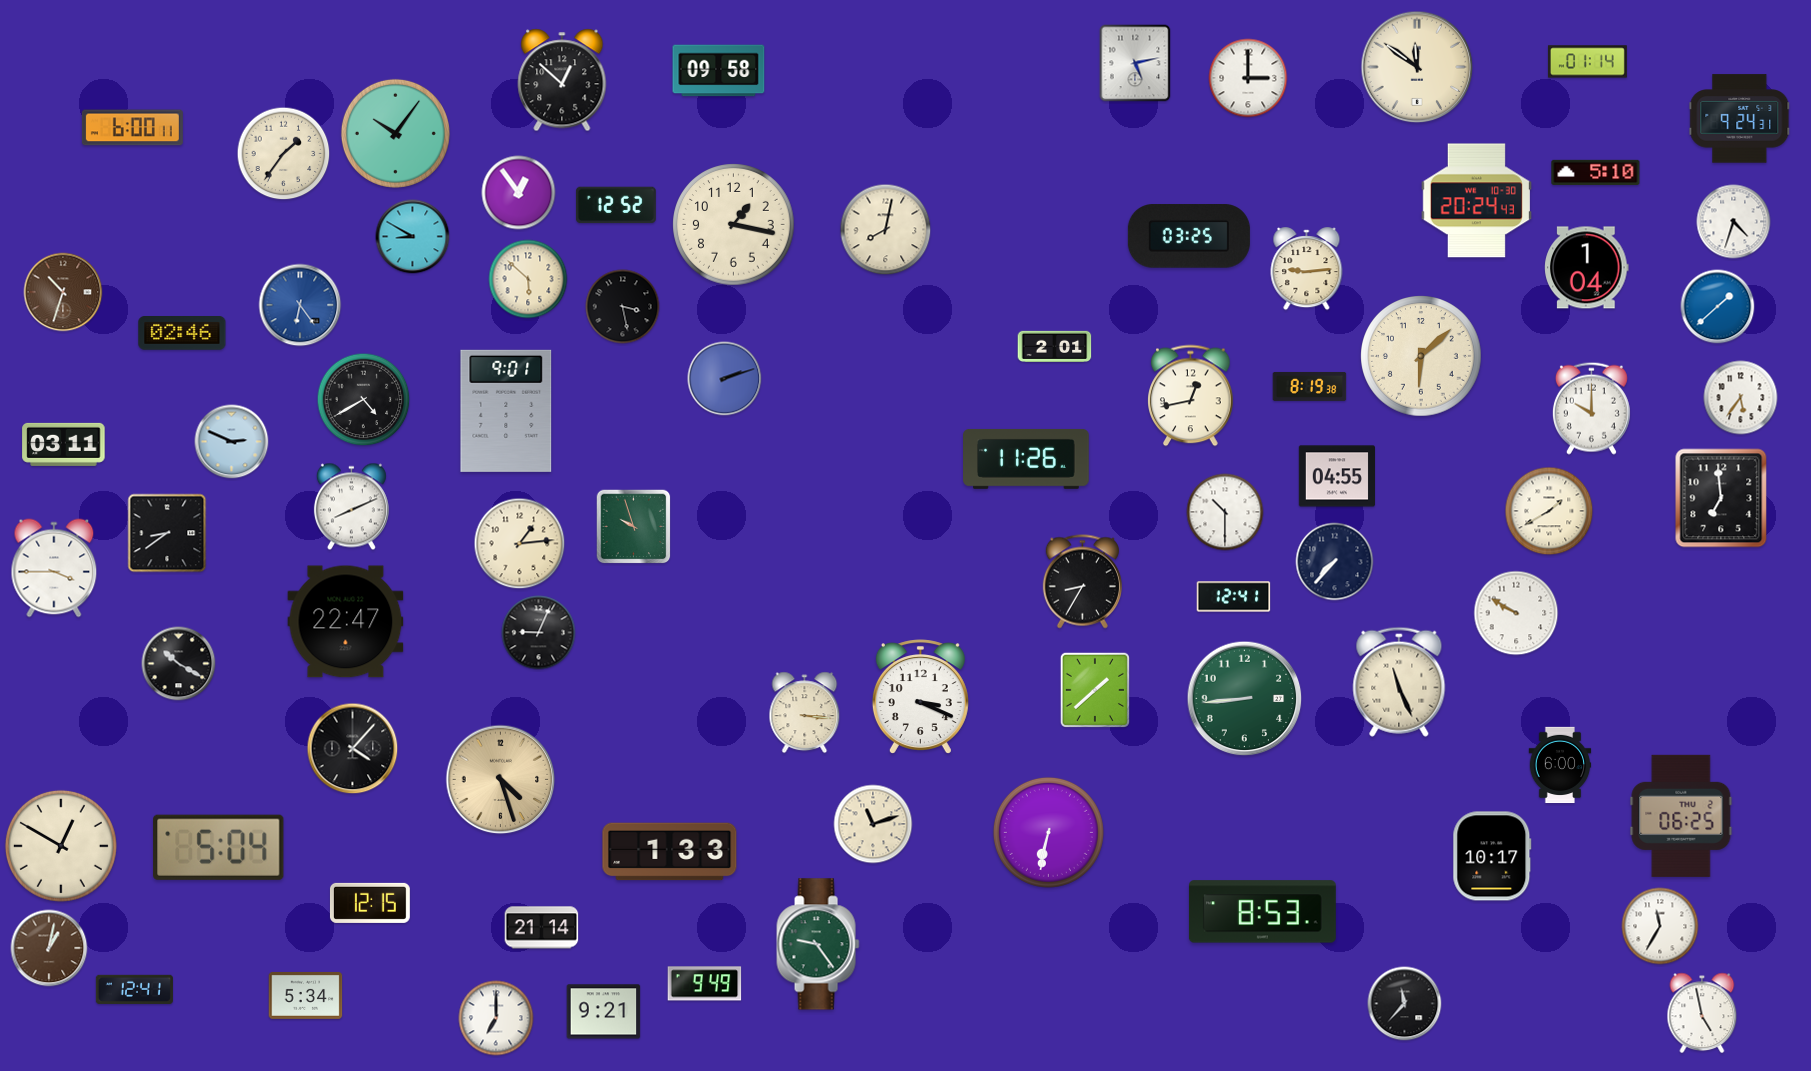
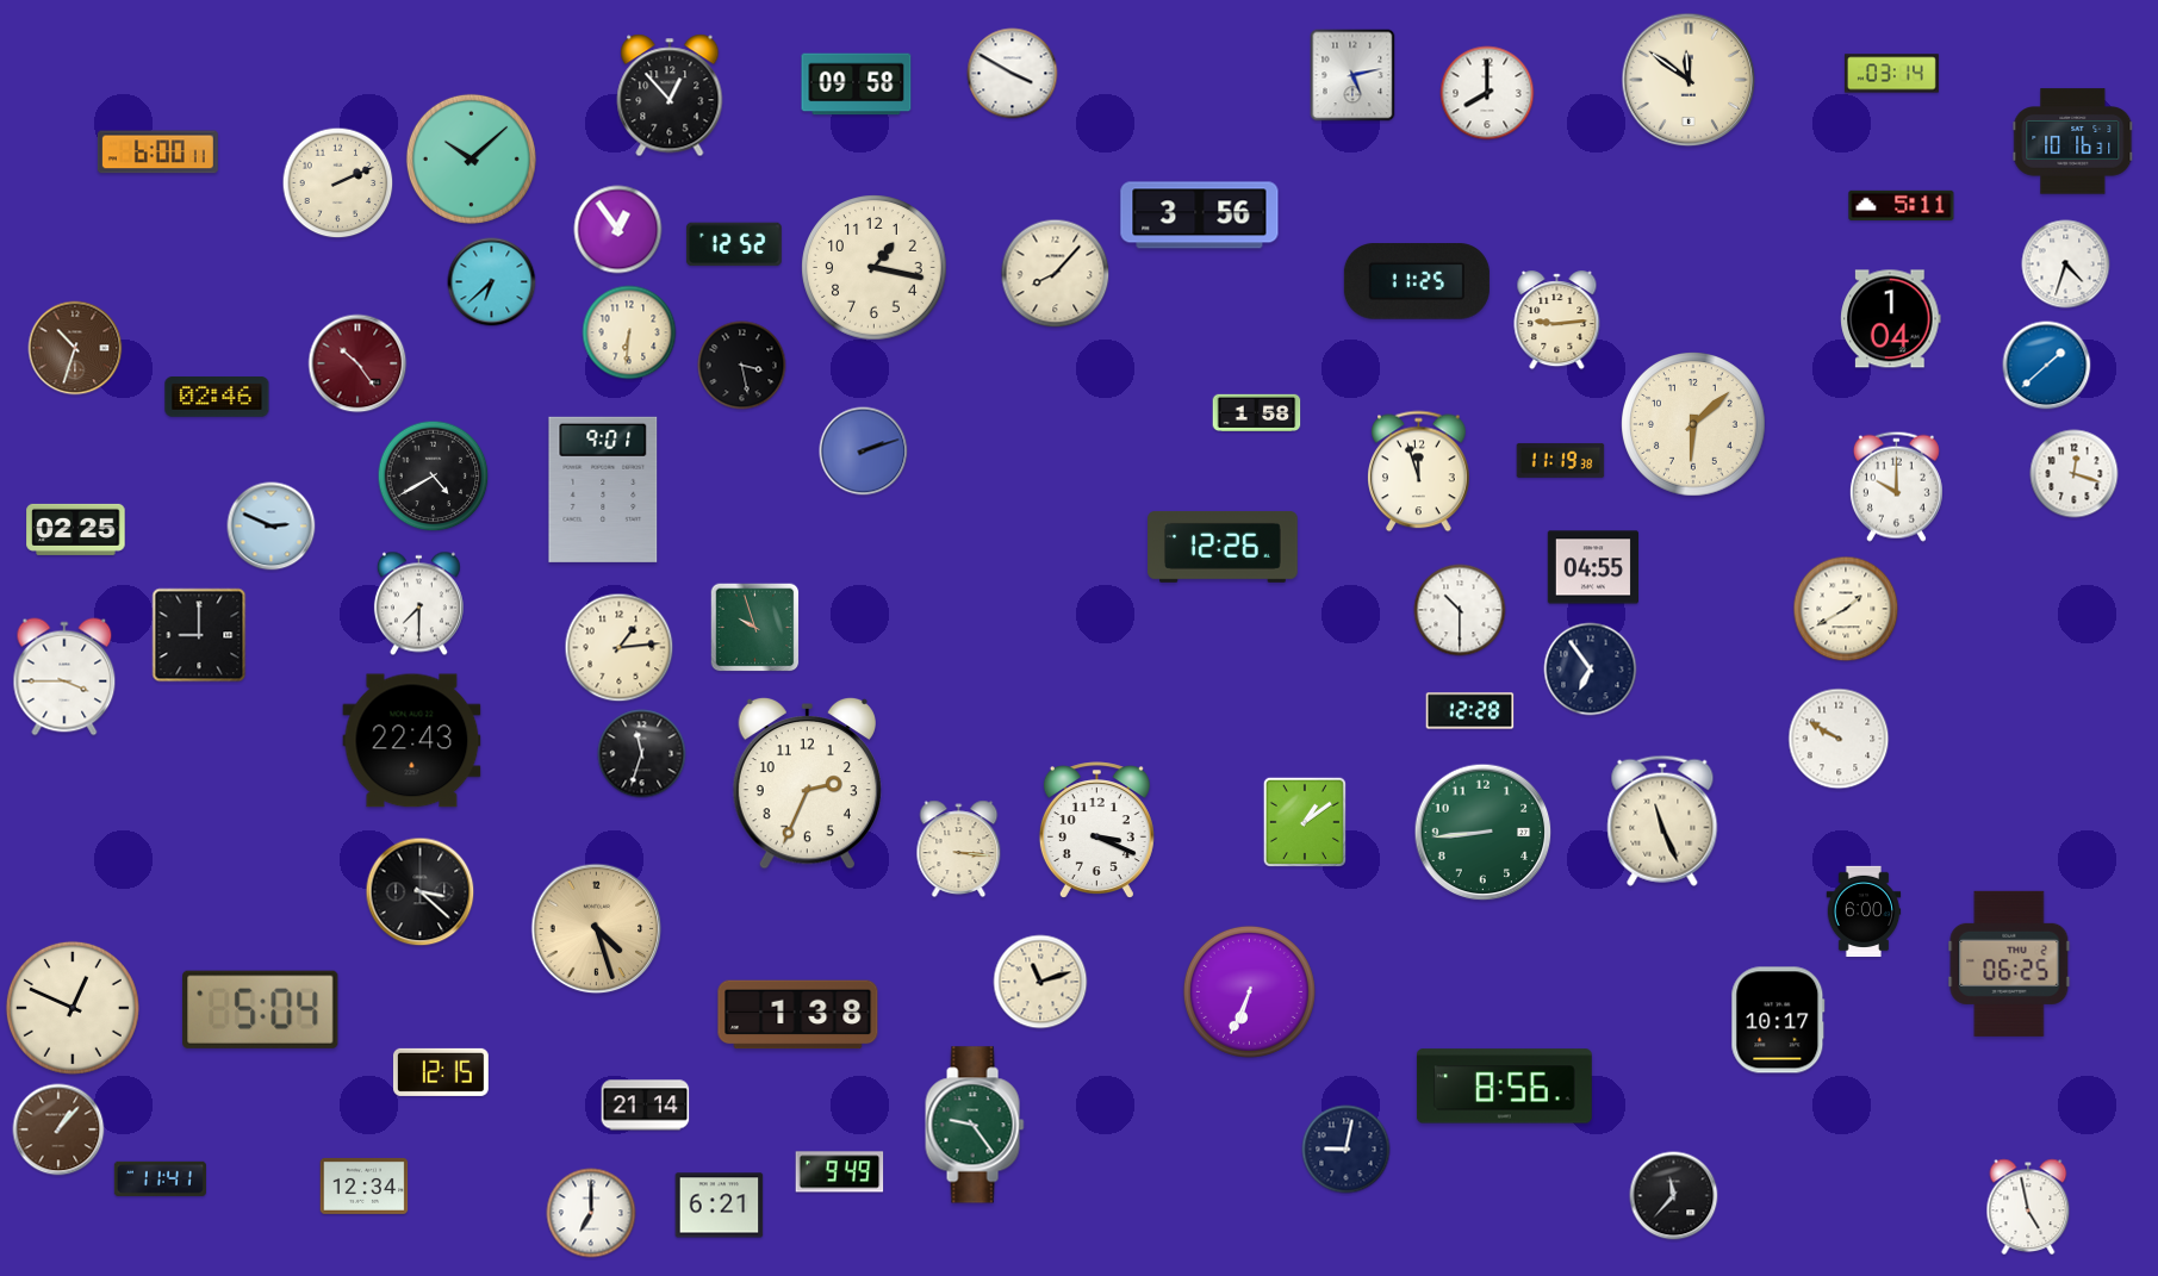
clock at (1013, 74): none -> 3:50
clock at (1587, 62): 01:14 -> 03:14
clock at (1248, 78): 3:00 -> 8:00
clock at (562, 80): 12:52 -> 12:53
clock at (1740, 119): 9:24 -> 10:16
clock at (395, 133): 10:06 -> 10:08
clock at (284, 154): 1:36 -> 2:11
clock at (1596, 172): 5:10 -> 5:11
clock at (1200, 216): none -> 3:56
clock at (1476, 201): 20:24 -> none
clock at (886, 230): 8:02 -> 8:07
clock at (1189, 236): 03:25 -> 11:25
clock at (413, 237): 8:50 -> 6:38
clock at (528, 279): 5:52 -> 6:31
clock at (300, 305): 6:24 -> 10:24
clock at (300, 305) dial: blue -> burgundy
clock at (1055, 346): 2:01 -> 1:58
clock at (1310, 386): 8:19 -> 11:19
clock at (1191, 396): 12:43 -> 11:57
clock at (1741, 398): 5:36 -> 12:18
clock at (232, 442) position: (232, 442) -> (272, 527)
clock at (64, 444): 03:11 -> 02:25
clock at (1026, 459): 11:26 -> 12:26
clock at (1721, 498): 6:59 -> none
clock at (351, 507): 8:11 -> 7:30
clock at (167, 533): 8:39 -> 9:00
clock at (1335, 562): 7:37 -> 6:54
clock at (1082, 582): 8:35 -> none
clock at (1234, 597): 12:41 -> 12:28
clock at (1516, 613) position: (1516, 613) -> (1839, 739)
clock at (346, 622): 22:47 -> 22:43
clock at (539, 633): 9:04 -> 11:33
clock at (807, 783): none -> 2:34
clock at (179, 664): 10:20 -> none
clock at (1399, 682) position: (1399, 682) -> (1662, 821)
clock at (1094, 689): 1:38 -> 1:09
clock at (353, 749): 4:07 -> 3:22
clock at (1560, 765) position: (1560, 765) -> (1864, 911)
clock at (1681, 816) position: (1681, 816) -> (2009, 964)
clock at (1048, 832): 6:32 -> 6:34
clock at (61, 846): 12:50 -> 12:49
clock at (670, 852): 1:33 -> 1:38
clock at (370, 903) position: (370, 903) -> (441, 1072)
clock at (1262, 912): 8:53 -> 8:56
clock at (1660, 926): 11:35 -> none
clock at (49, 948): 1:02 -> 1:07
clock at (1347, 1150): none -> 9:02
clock at (134, 989): 12:41 -> 11:41
clock at (306, 995): 5:34 -> 12:34
clock at (604, 1012): 9:21 -> 6:21
